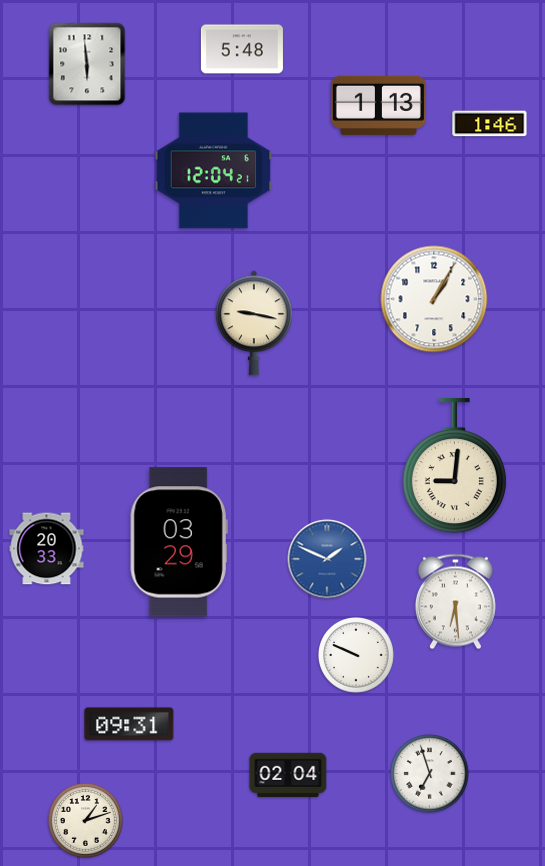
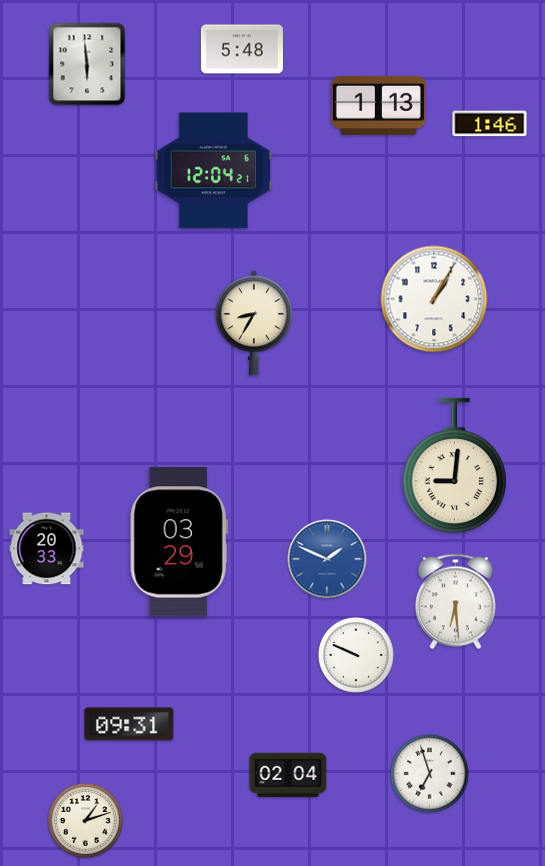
clock at (255, 323): 9:17 -> 8:35
